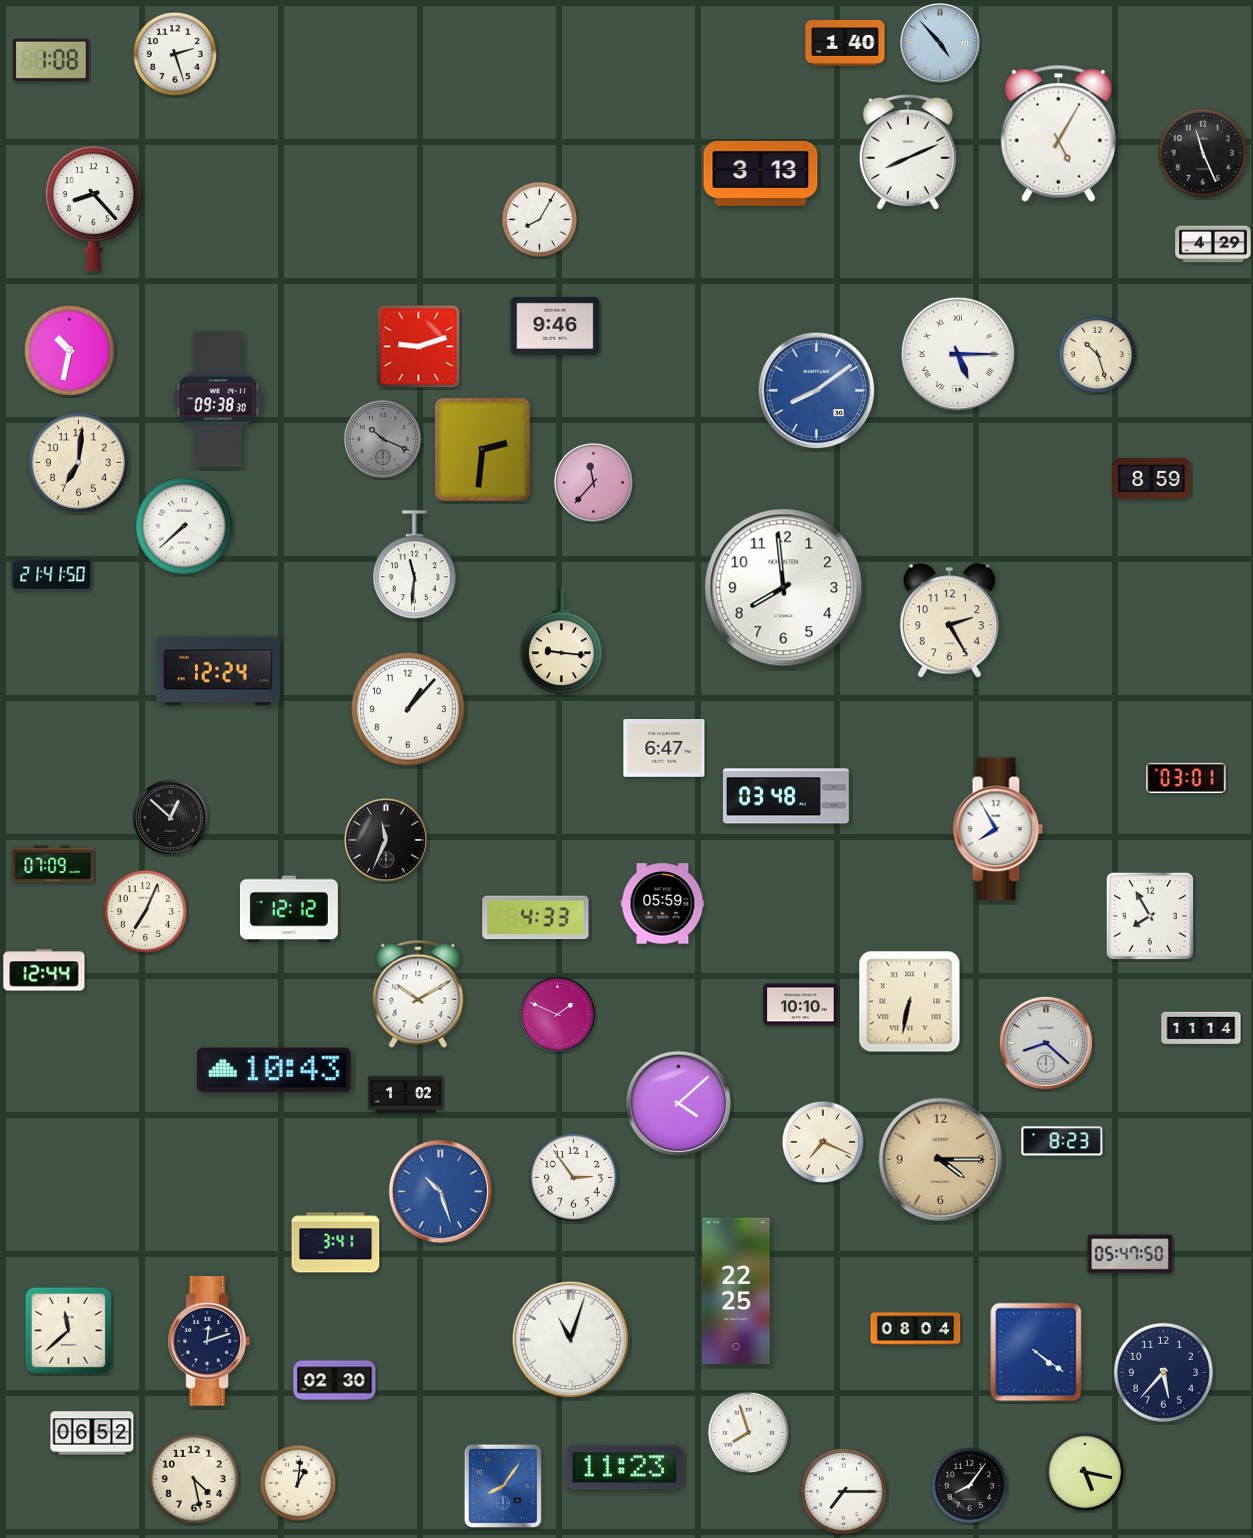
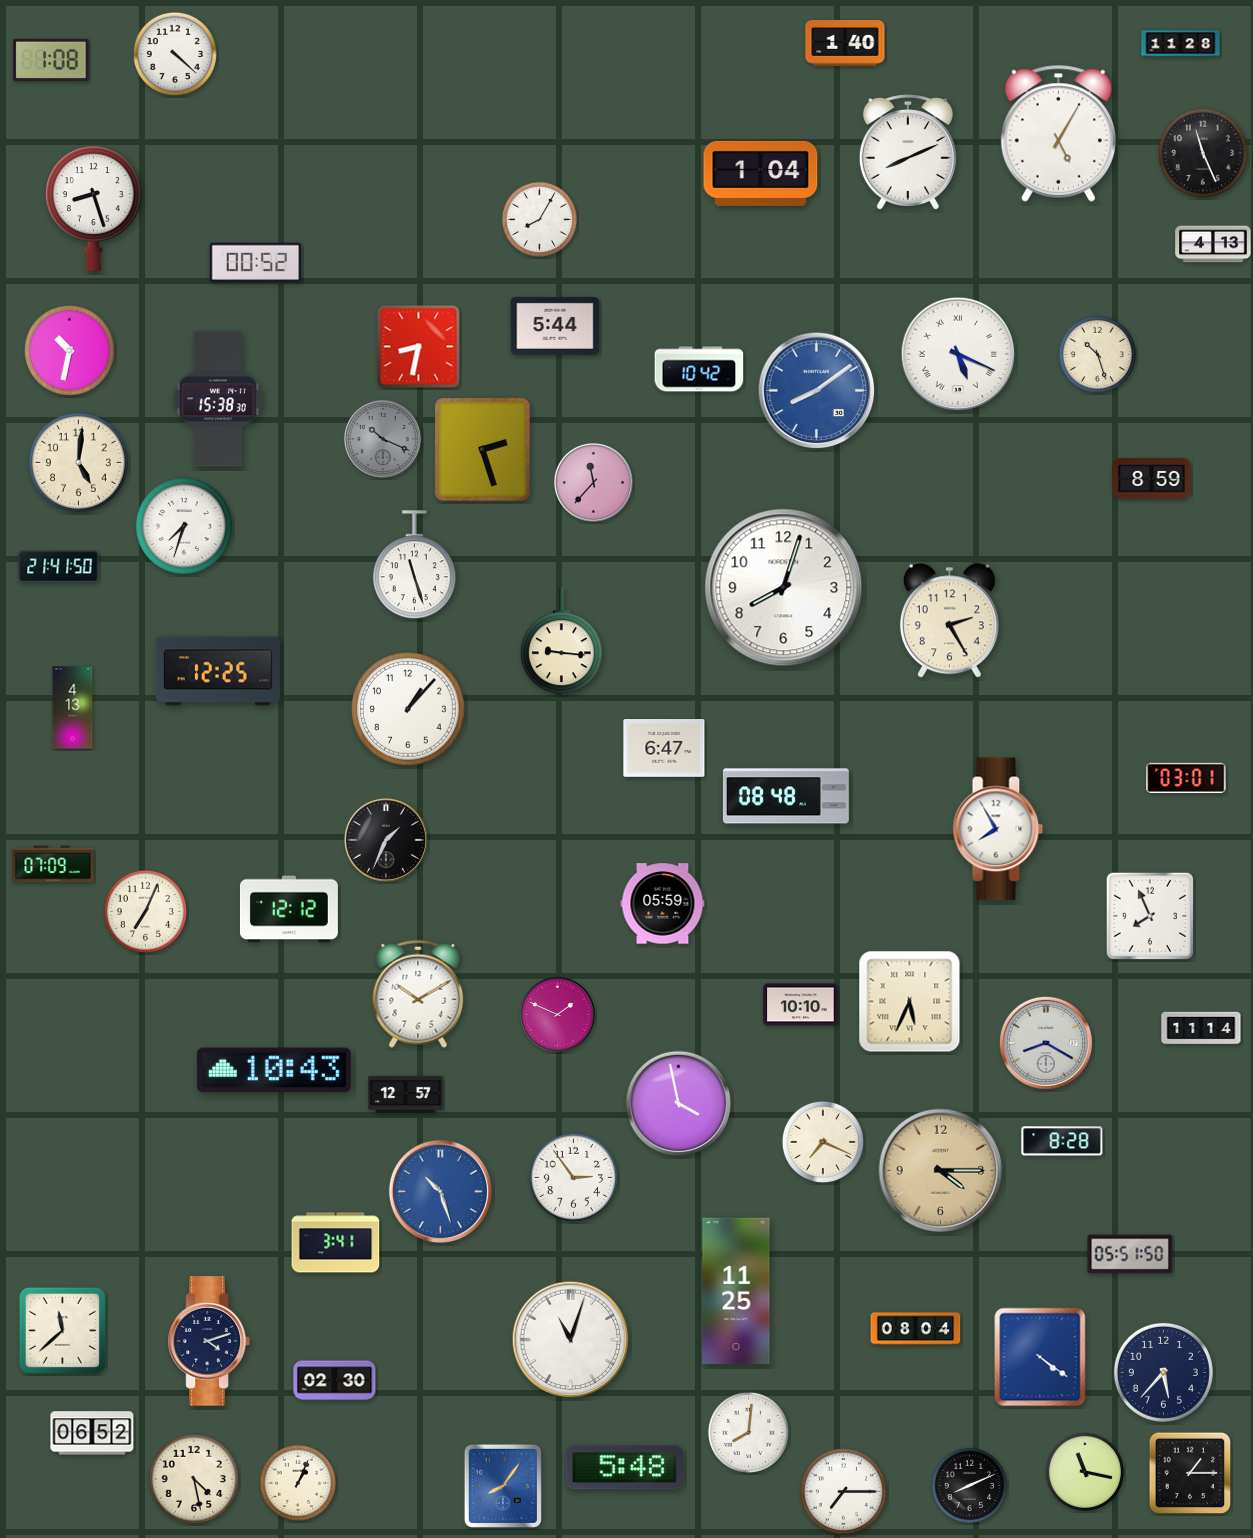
clock at (940, 43): 4:53 -> none
clock at (1181, 44): none -> 11:28
clock at (175, 54): 2:27 -> 4:22
clock at (761, 173): 3:13 -> 1:04
clock at (93, 208): 8:23 -> 8:27
clock at (1213, 244): 4:29 -> 4:13
clock at (256, 263): none -> 00:52
clock at (555, 326): 9:46 -> 5:44
clock at (419, 347): 9:12 -> 8:32
clock at (958, 354): 5:15 -> 5:19
clock at (699, 369): none -> 10:42
clock at (218, 399): 09:38 -> 15:38
clock at (482, 449): 2:31 -> 2:27
clock at (78, 462): 7:01 -> 5:01
clock at (184, 526): 7:38 -> 7:33
clock at (414, 565): 11:31 -> 11:27
clock at (52, 575) position: (52, 575) -> (59, 567)
clock at (784, 588): 7:59 -> 8:03
clock at (218, 671): 12:24 -> 12:25
clock at (73, 708): none -> 4:13
clock at (786, 796): 03:48 -> 08:48
clock at (170, 817): 12:52 -> none
clock at (386, 840): 11:34 -> 1:34
clock at (1150, 916): 7:55 -> 7:56
clock at (536, 918): 4:33 -> none
clock at (44, 970): 12:44 -> none
clock at (910, 1002): 6:32 -> 5:34
clock at (1046, 1043): 8:22 -> 8:20
clock at (406, 1094): 1:02 -> 12:57
clock at (678, 1103): 4:08 -> 3:58
clock at (1062, 1141): 8:23 -> 8:28
clock at (941, 1160) position: (941, 1160) -> (941, 1171)
clock at (1130, 1254): 05:47 -> 05:51
clock at (736, 1291): 22:25 -> 11:25
clock at (68, 1330) position: (68, 1330) -> (62, 1330)
clock at (209, 1341): 12:12 -> 4:12
clock at (1036, 1352) position: (1036, 1352) -> (1040, 1357)
clock at (748, 1432): 7:57 -> 8:01
clock at (625, 1468): 11:23 -> 5:48
clock at (1084, 1471): 5:17 -> 11:17
clock at (1190, 1473): none -> 1:15
clock at (298, 1483): 1:01 -> 1:04
clock at (970, 1486): 8:06 -> 8:11
